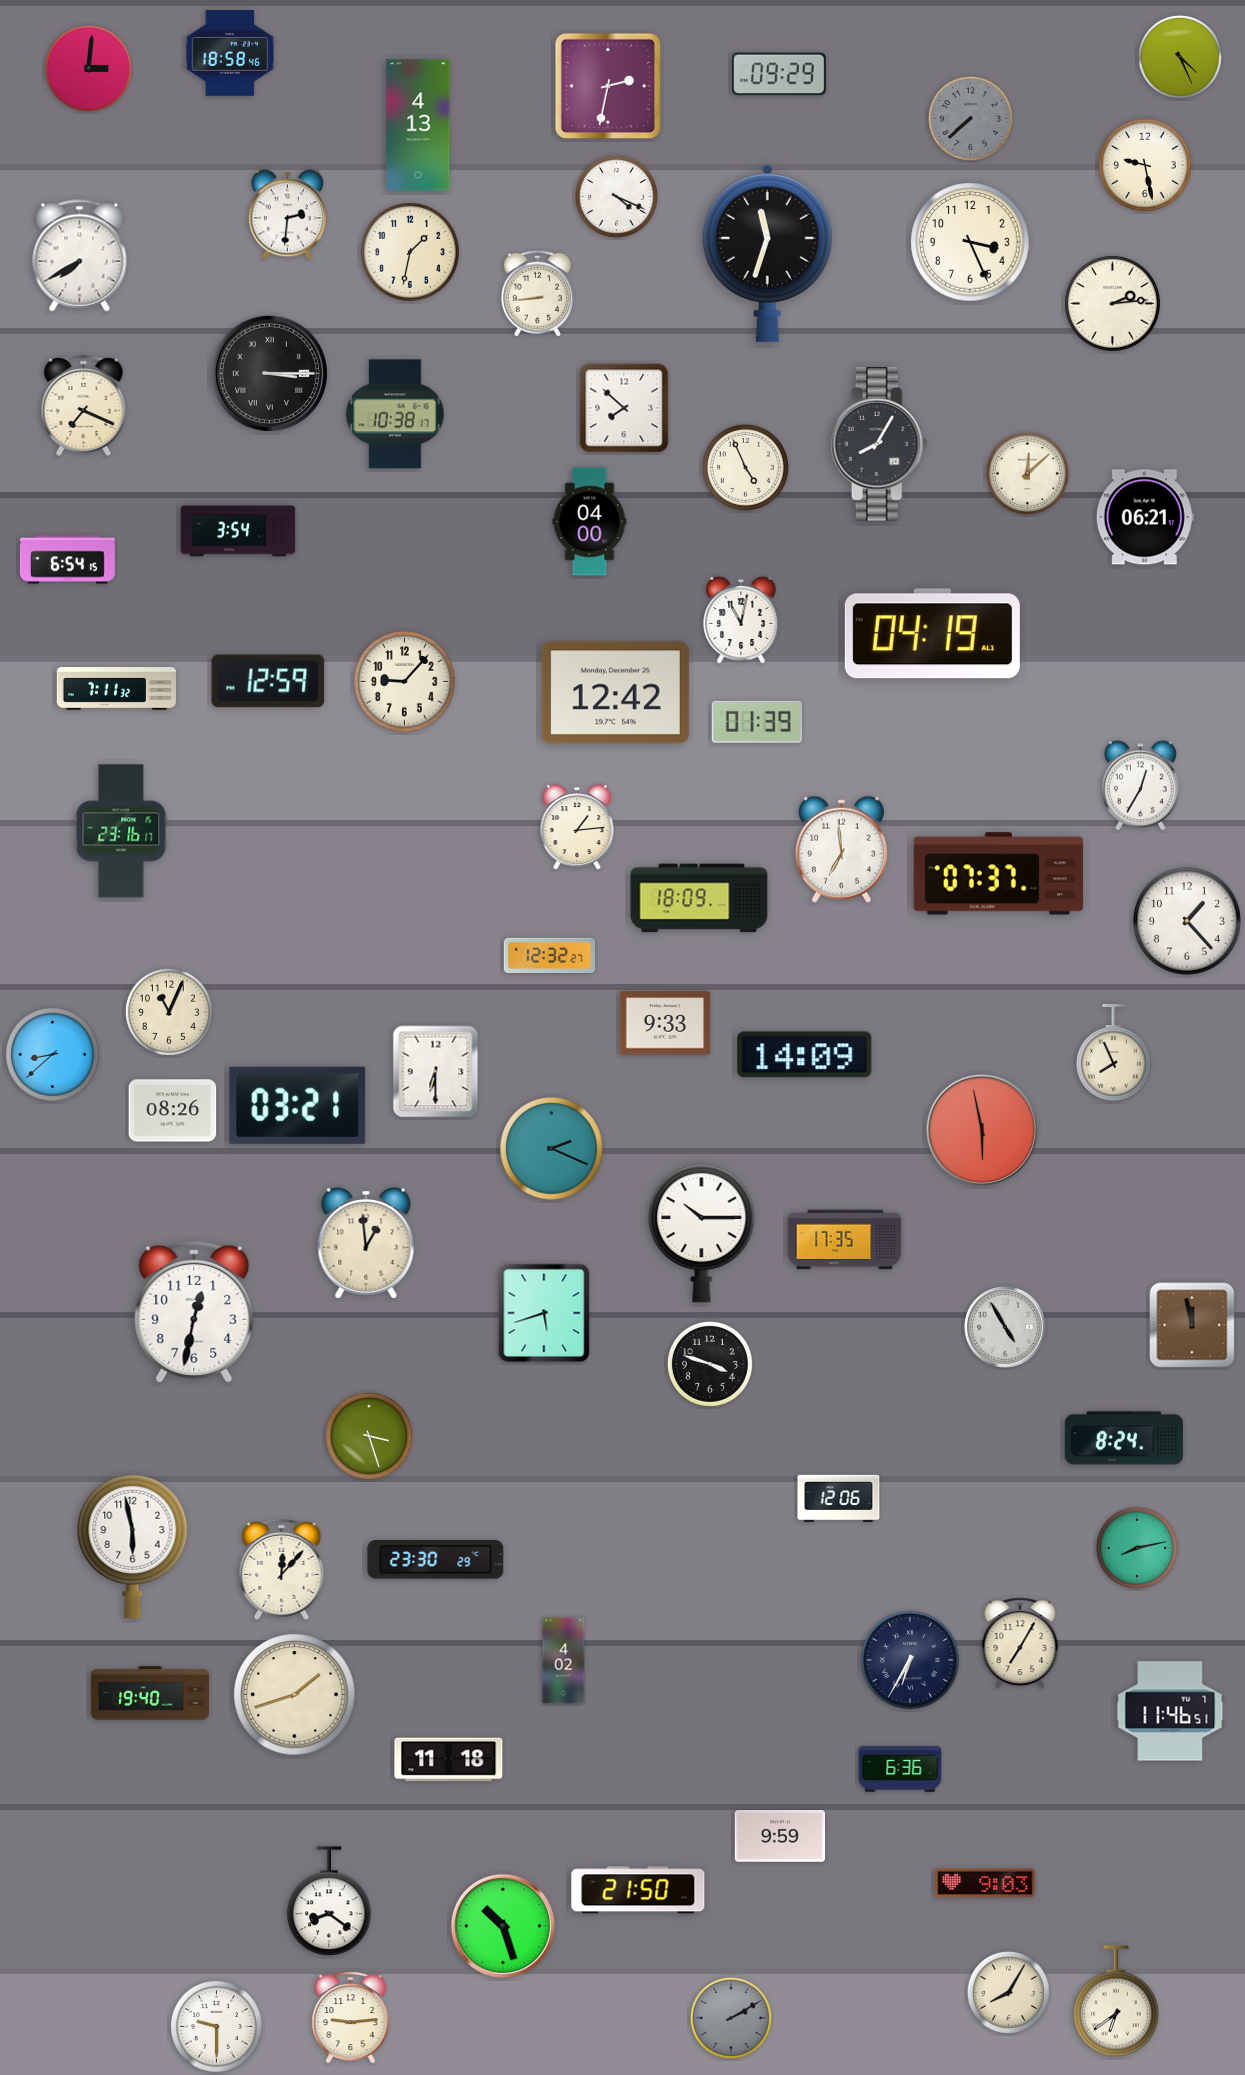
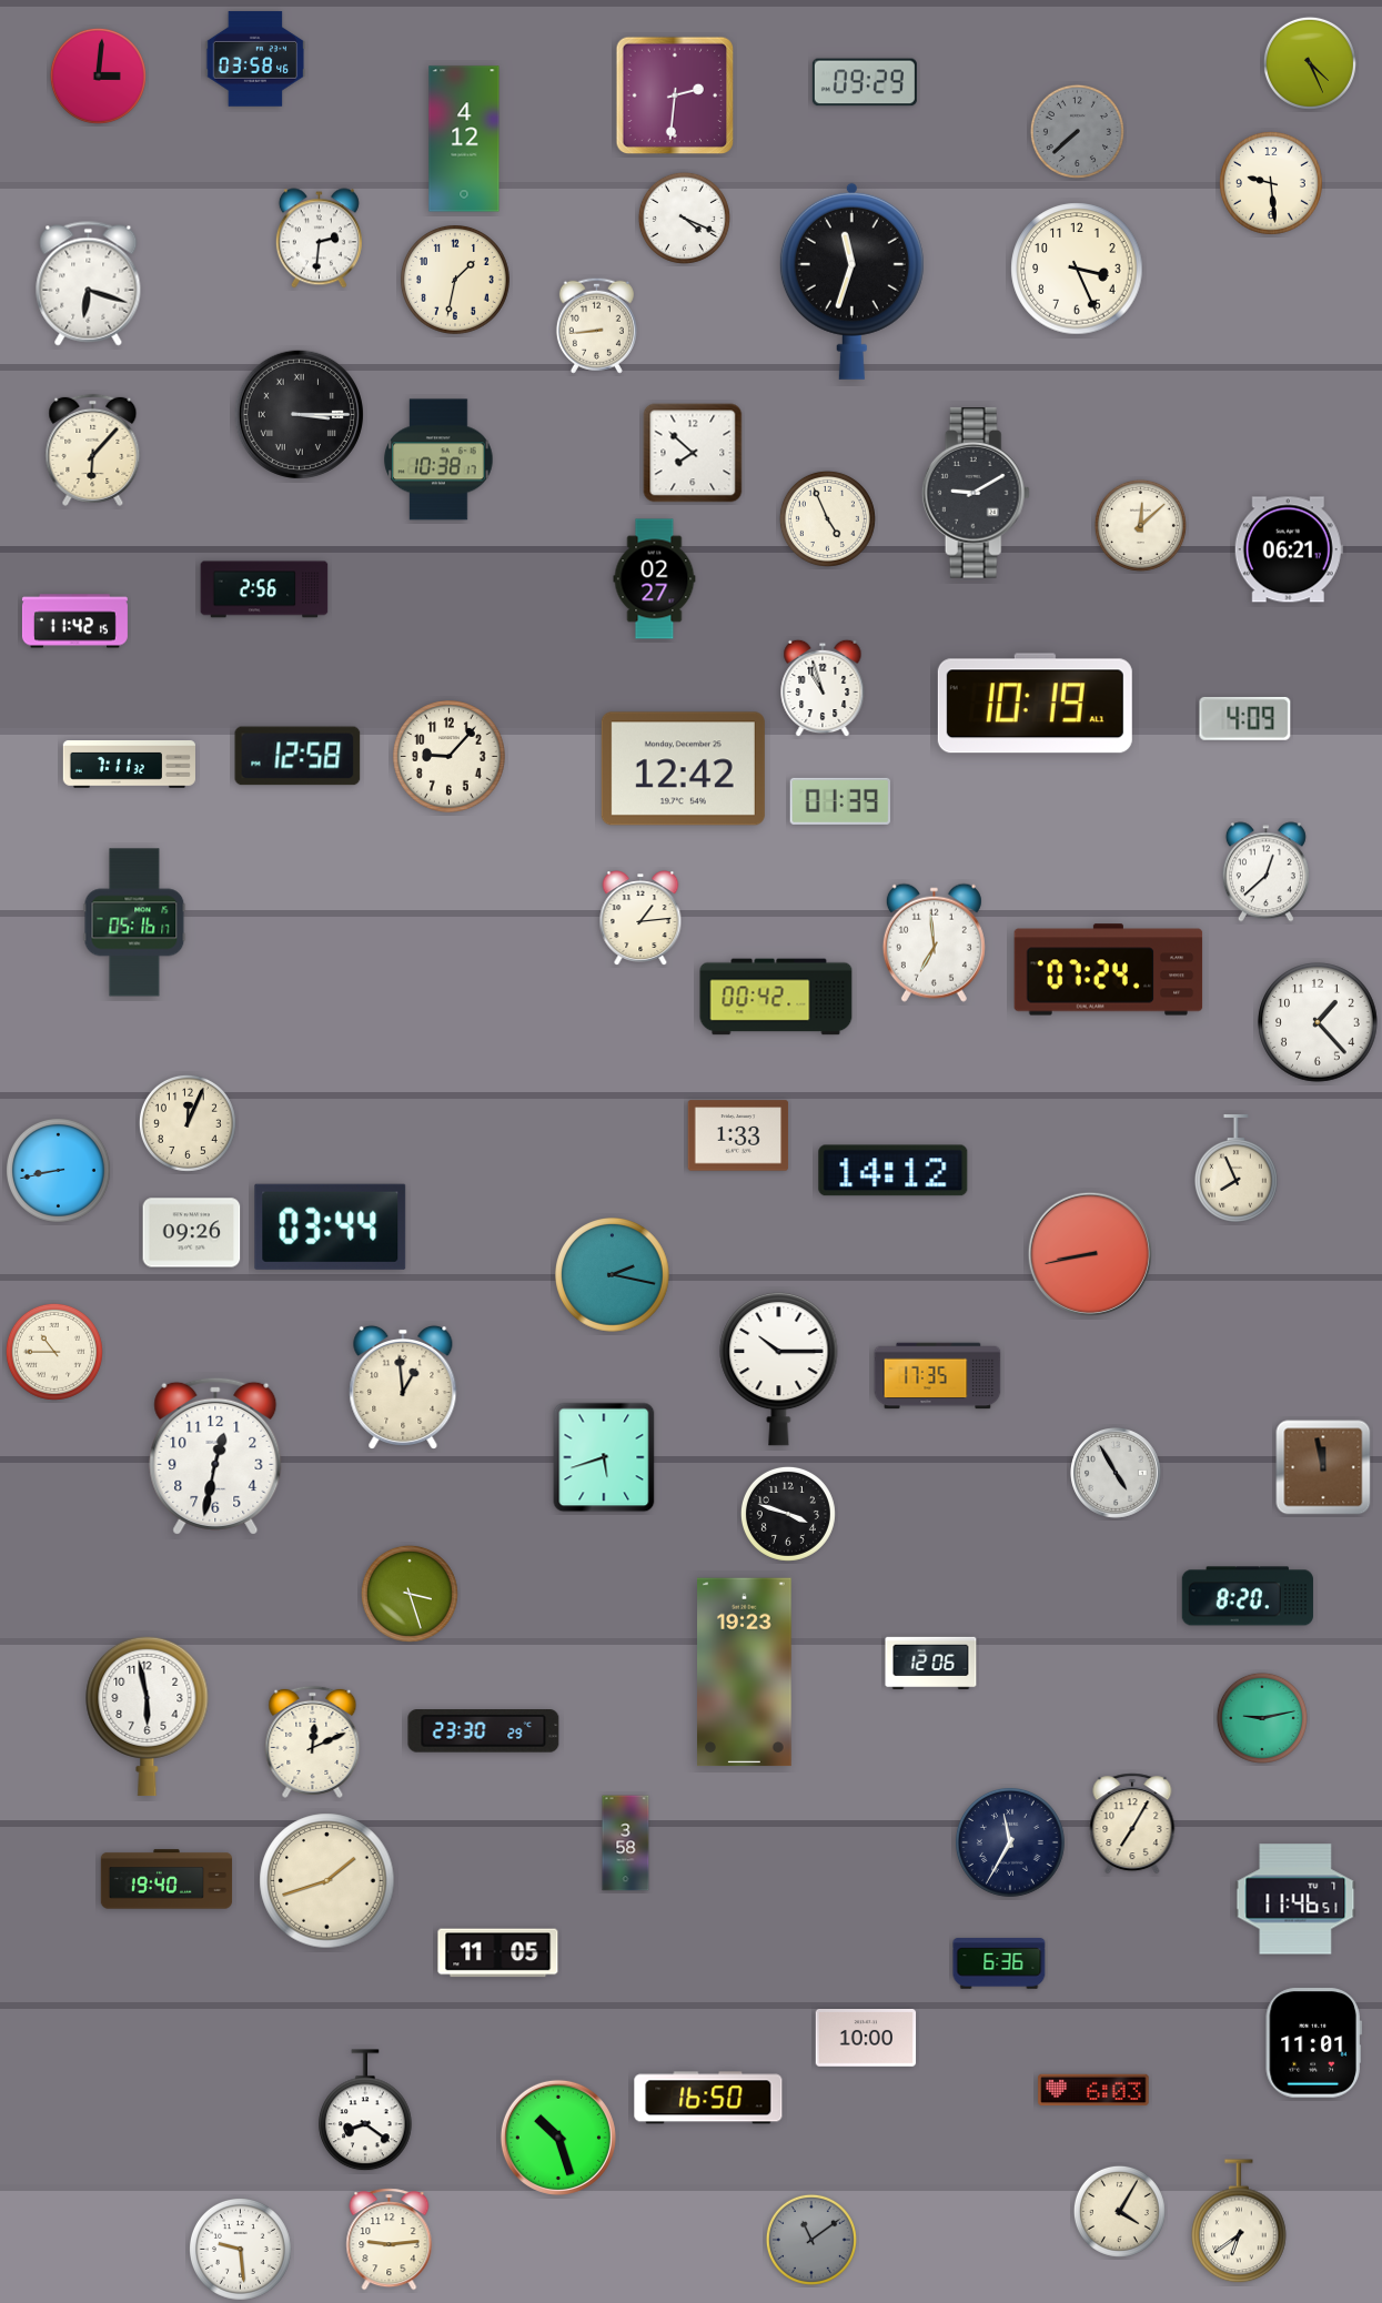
clock at (230, 53): 18:58 -> 03:58
clock at (608, 86): 2:32 -> 2:31
clock at (418, 125): 4:13 -> 4:12
clock at (1145, 165): 9:28 -> 9:29
clock at (80, 256): 7:40 -> 6:18
clock at (1112, 303): 2:14 -> none
clock at (84, 405): 7:19 -> 6:07
clock at (879, 444): 8:05 -> 9:10
clock at (1145, 517) position: (1145, 517) -> (1289, 549)
clock at (590, 522): 04:00 -> 02:27
clock at (238, 531): 3:54 -> 2:56
clock at (67, 560): 6:54 -> 11:42
clock at (741, 620): 11:02 -> 10:57
clock at (932, 634): 04:19 -> 10:19
clock at (1245, 718): none -> 4:09
clock at (268, 681): 12:59 -> 12:58
clock at (1140, 786): 12:35 -> 12:38
clock at (121, 831): 23:16 -> 05:16
clock at (999, 874): 07:37 -> 07:24
clock at (699, 898): 18:09 -> 00:42
clock at (549, 955): 12:32 -> none
clock at (169, 1012): 11:04 -> 12:04
clock at (665, 1023): 9:33 -> 1:33
clock at (52, 1054): 8:38 -> 8:43
clock at (805, 1055): 14:09 -> 14:12
clock at (436, 1072): 6:30 -> none
clock at (298, 1105): 03:21 -> 03:44
clock at (173, 1111): 08:26 -> 09:26
clock at (982, 1130): 5:58 -> 8:43
clock at (552, 1149): 2:19 -> 2:17
clock at (54, 1352): none -> 10:45
clock at (366, 1243) position: (366, 1243) -> (403, 1387)
clock at (1192, 1325) position: (1192, 1325) -> (1323, 1467)
clock at (1124, 1438): 8:24 -> 8:20
clock at (745, 1673): none -> 19:23
clock at (1137, 1548): 8:13 -> 9:13
clock at (282, 1569): 12:07 -> 12:11
clock at (564, 1661): 4:02 -> 3:58
clock at (911, 1661): 6:35 -> 11:35
clock at (1170, 1711) position: (1170, 1711) -> (1295, 1899)
clock at (449, 1760): 11:18 -> 11:05
clock at (780, 1837): 9:59 -> 10:00
clock at (1313, 2043): none -> 11:01
clock at (985, 1883): 9:03 -> 6:03
clock at (638, 1890): 21:50 -> 16:50
clock at (1008, 1992): 8:05 -> 4:05
clock at (731, 2018): 2:10 -> 11:09
clock at (216, 2026): 9:30 -> 9:29
